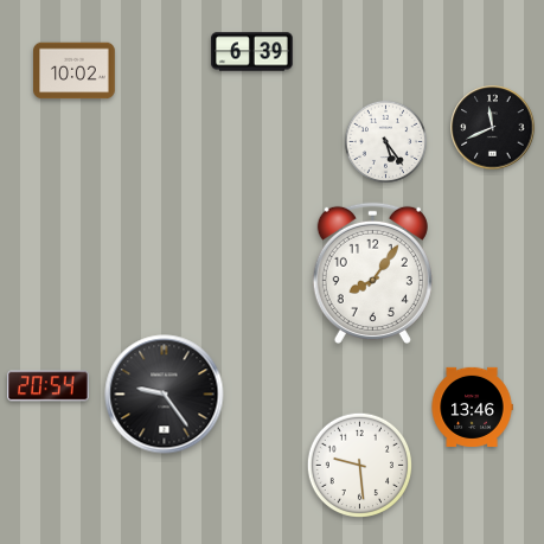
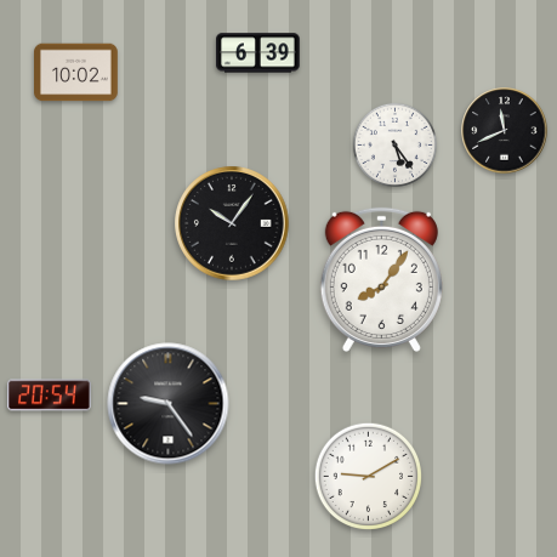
clock at (232, 223): none -> 10:06
clock at (472, 407): 13:46 -> none
clock at (359, 465): 9:29 -> 9:10
